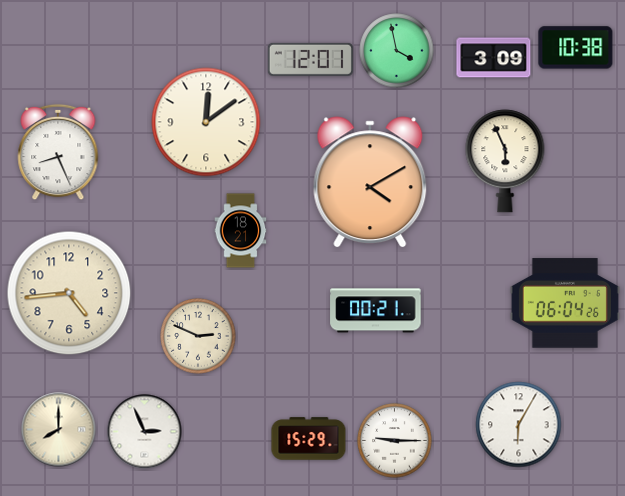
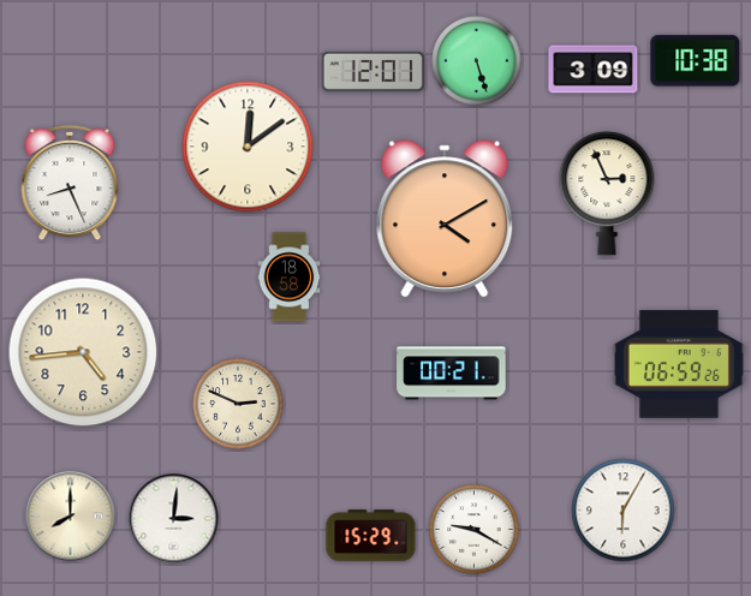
clock at (576, 48) position: (576, 48) -> (696, 61)
clock at (397, 51): 3:58 -> 5:27
clock at (505, 161): 5:56 -> 2:56
clock at (241, 231): 18:21 -> 18:58
clock at (565, 303): 06:04 -> 06:59
clock at (145, 432): 2:56 -> 3:01
clock at (309, 439) position: (309, 439) -> (371, 536)
clock at (395, 441): 9:15 -> 9:20
